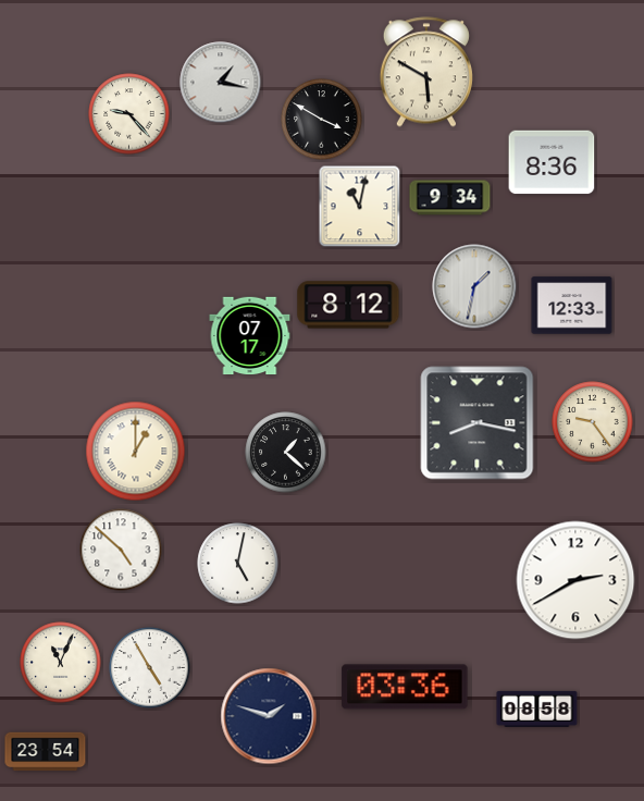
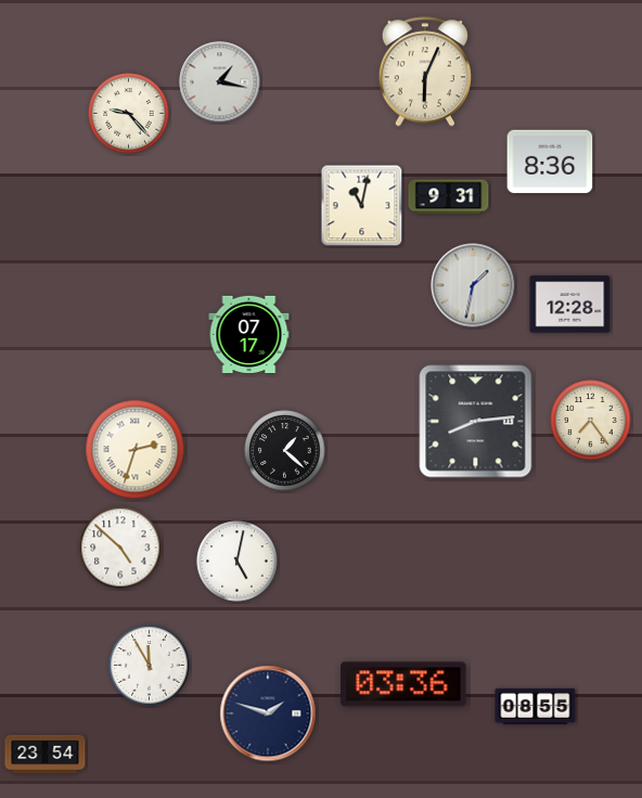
clock at (426, 72): 5:50 -> 6:04
clock at (322, 120): 3:50 -> none
clock at (450, 198): 9:34 -> 9:31
clock at (360, 207) position: (360, 207) -> (362, 206)
clock at (348, 305): 8:12 -> none
clock at (572, 306): 12:33 -> 12:28
clock at (593, 422): 9:24 -> 7:24
clock at (478, 423): 8:17 -> 8:14
clock at (136, 452): 1:00 -> 2:33
clock at (575, 580): 2:40 -> none
clock at (61, 663): 11:04 -> none
clock at (150, 668): 4:55 -> 11:55
clock at (537, 708): 08:58 -> 08:55
clock at (46, 752) position: (46, 752) -> (46, 755)
